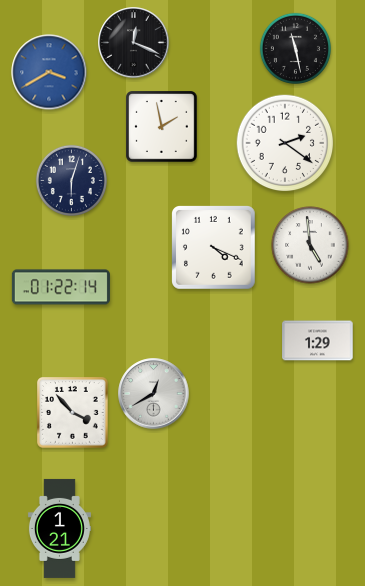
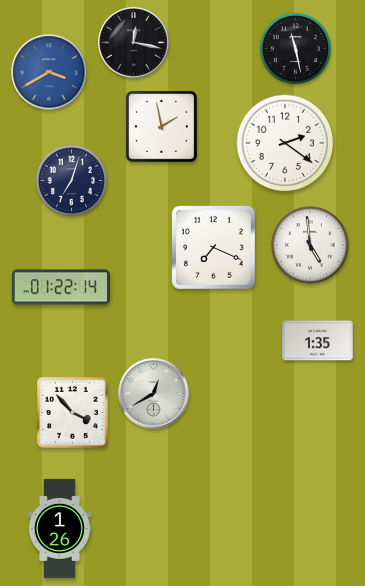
clock at (134, 43): 12:19 -> 12:17
clock at (71, 180): 6:03 -> 7:03
clock at (214, 248): 4:19 -> 7:19
clock at (318, 341): 1:29 -> 1:35
clock at (59, 528): 1:21 -> 1:26
